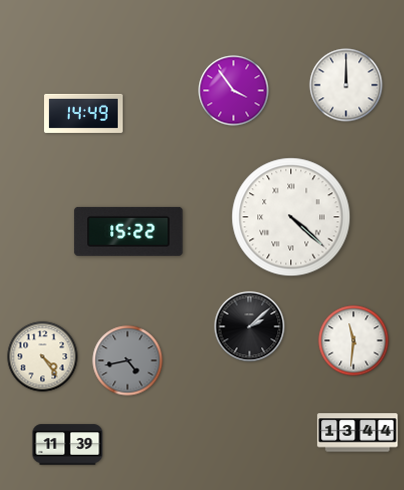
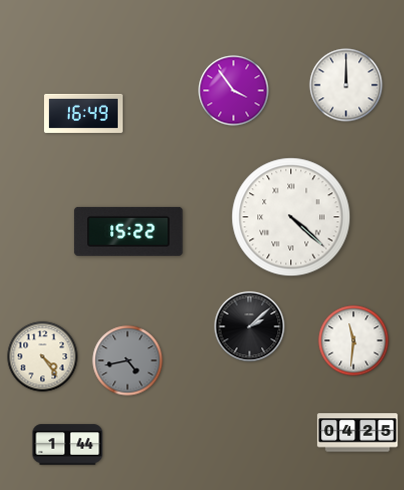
clock at (84, 113): 14:49 -> 16:49
clock at (358, 433): 13:44 -> 04:25
clock at (68, 445): 11:39 -> 1:44
